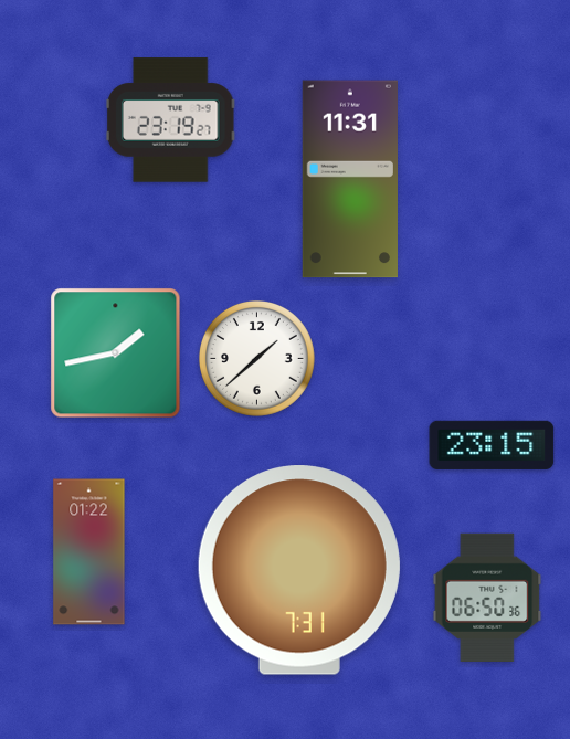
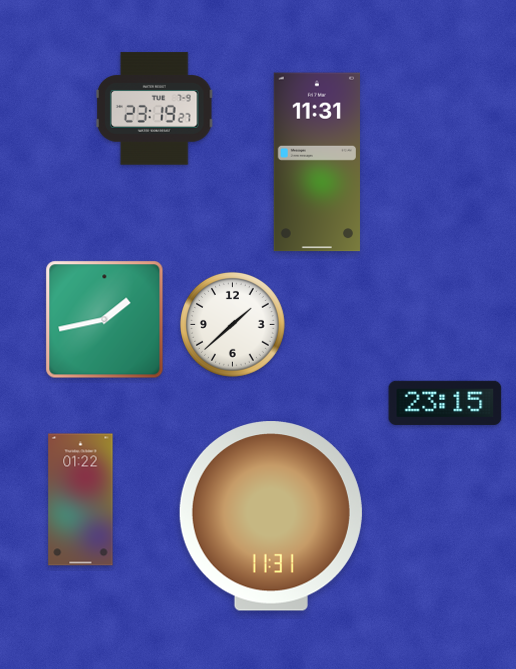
clock at (299, 570): 7:31 -> 11:31
clock at (487, 597): 06:50 -> none
